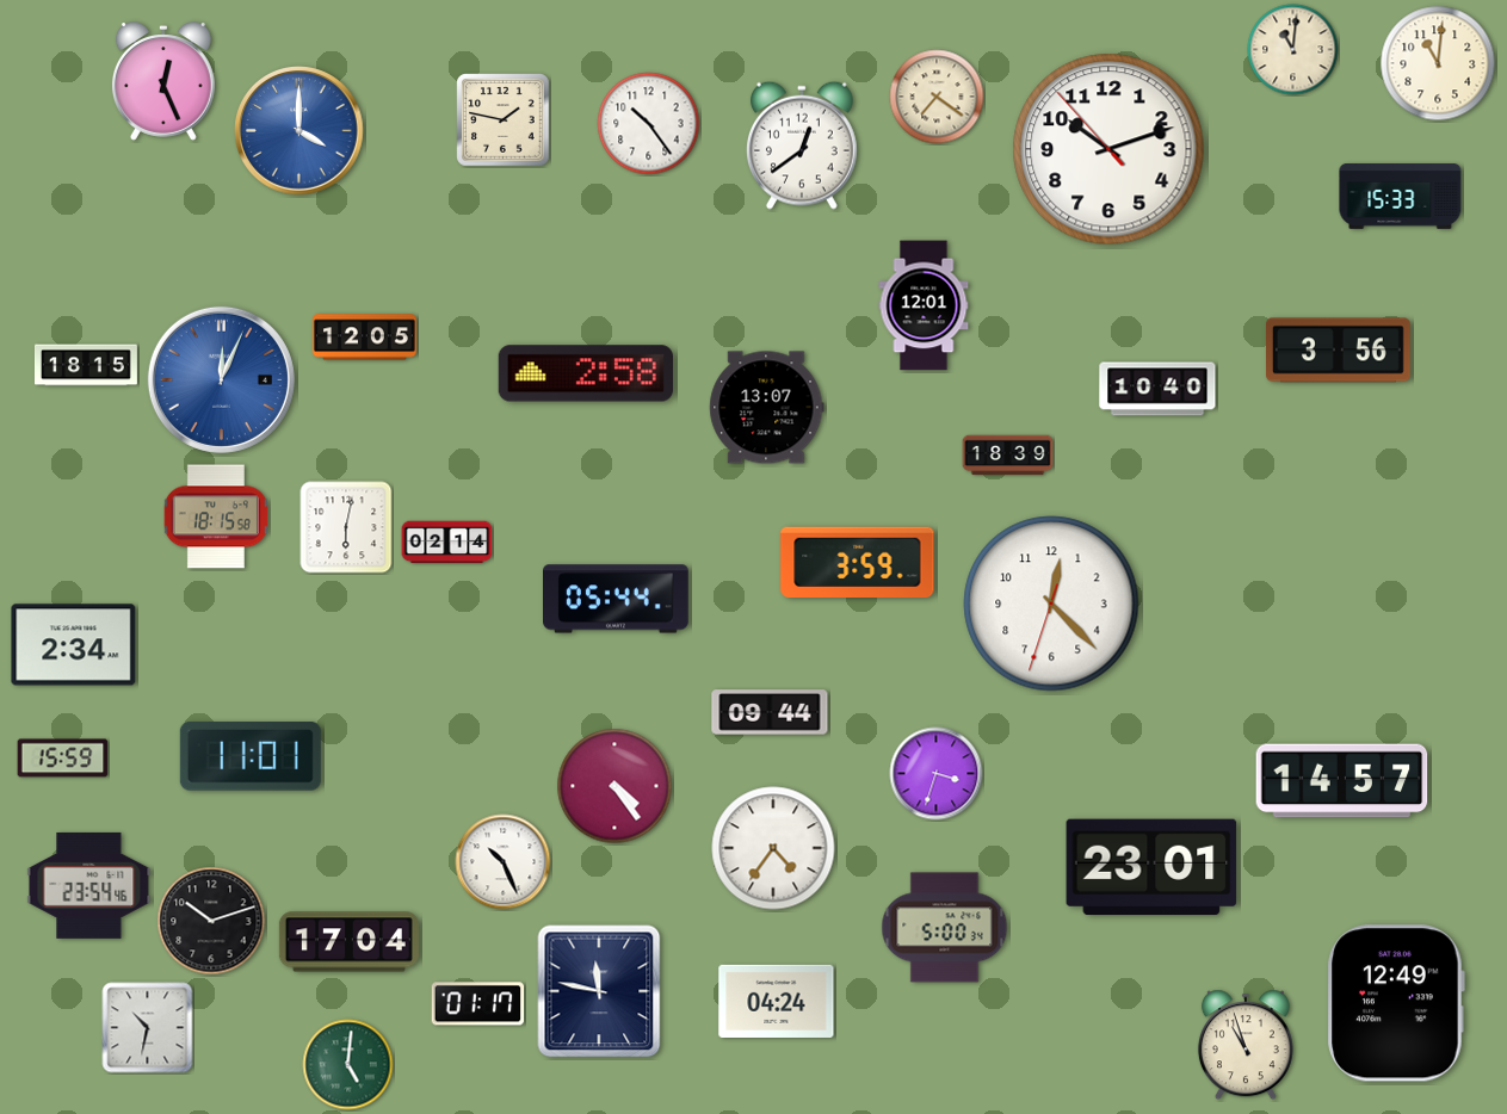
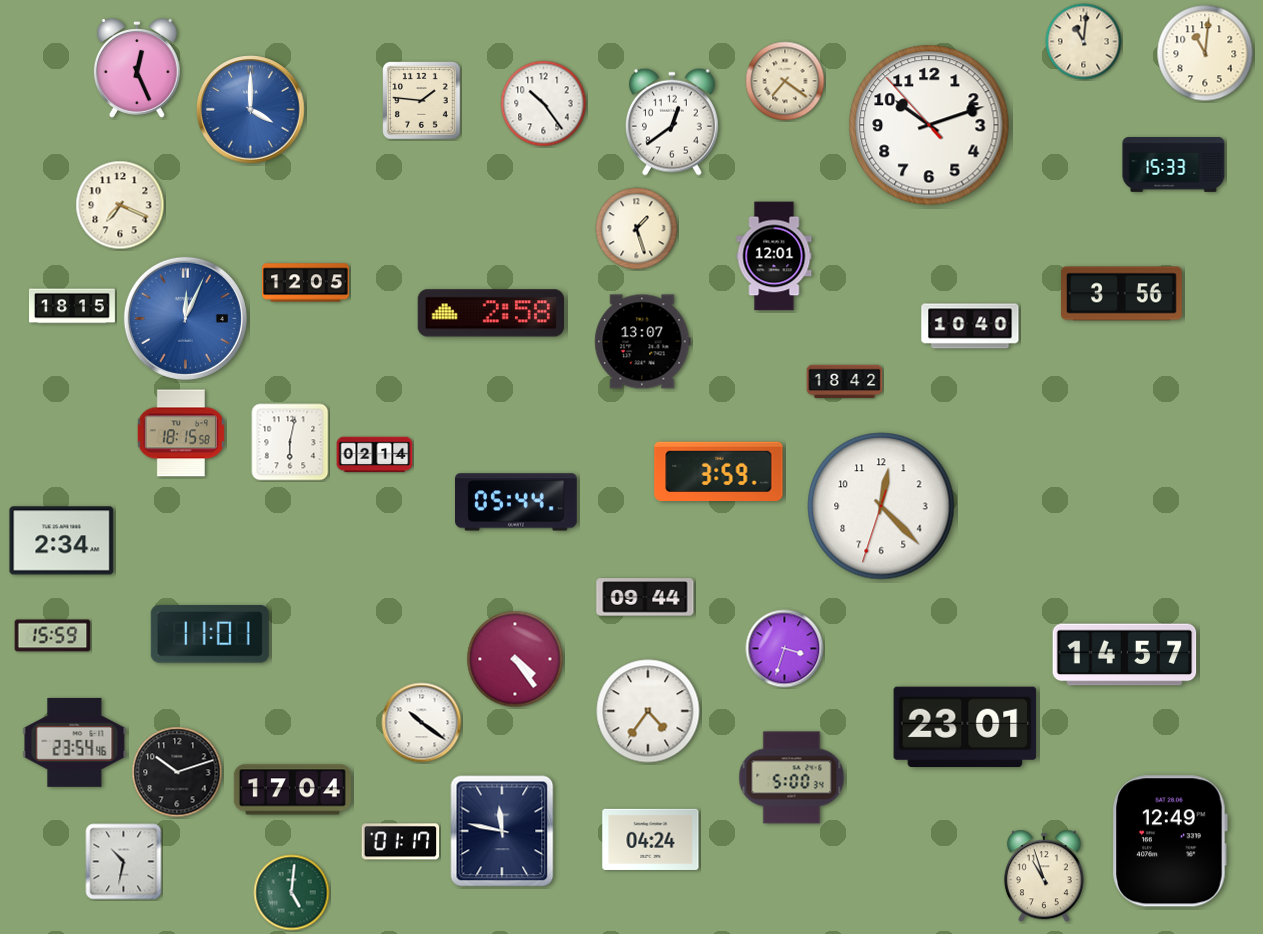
clock at (504, 120): 1:47 -> 1:46
clock at (120, 205): none -> 7:19
clock at (637, 229): none -> 1:27
clock at (1008, 456): 18:39 -> 18:42
clock at (504, 862): 10:26 -> 10:21
